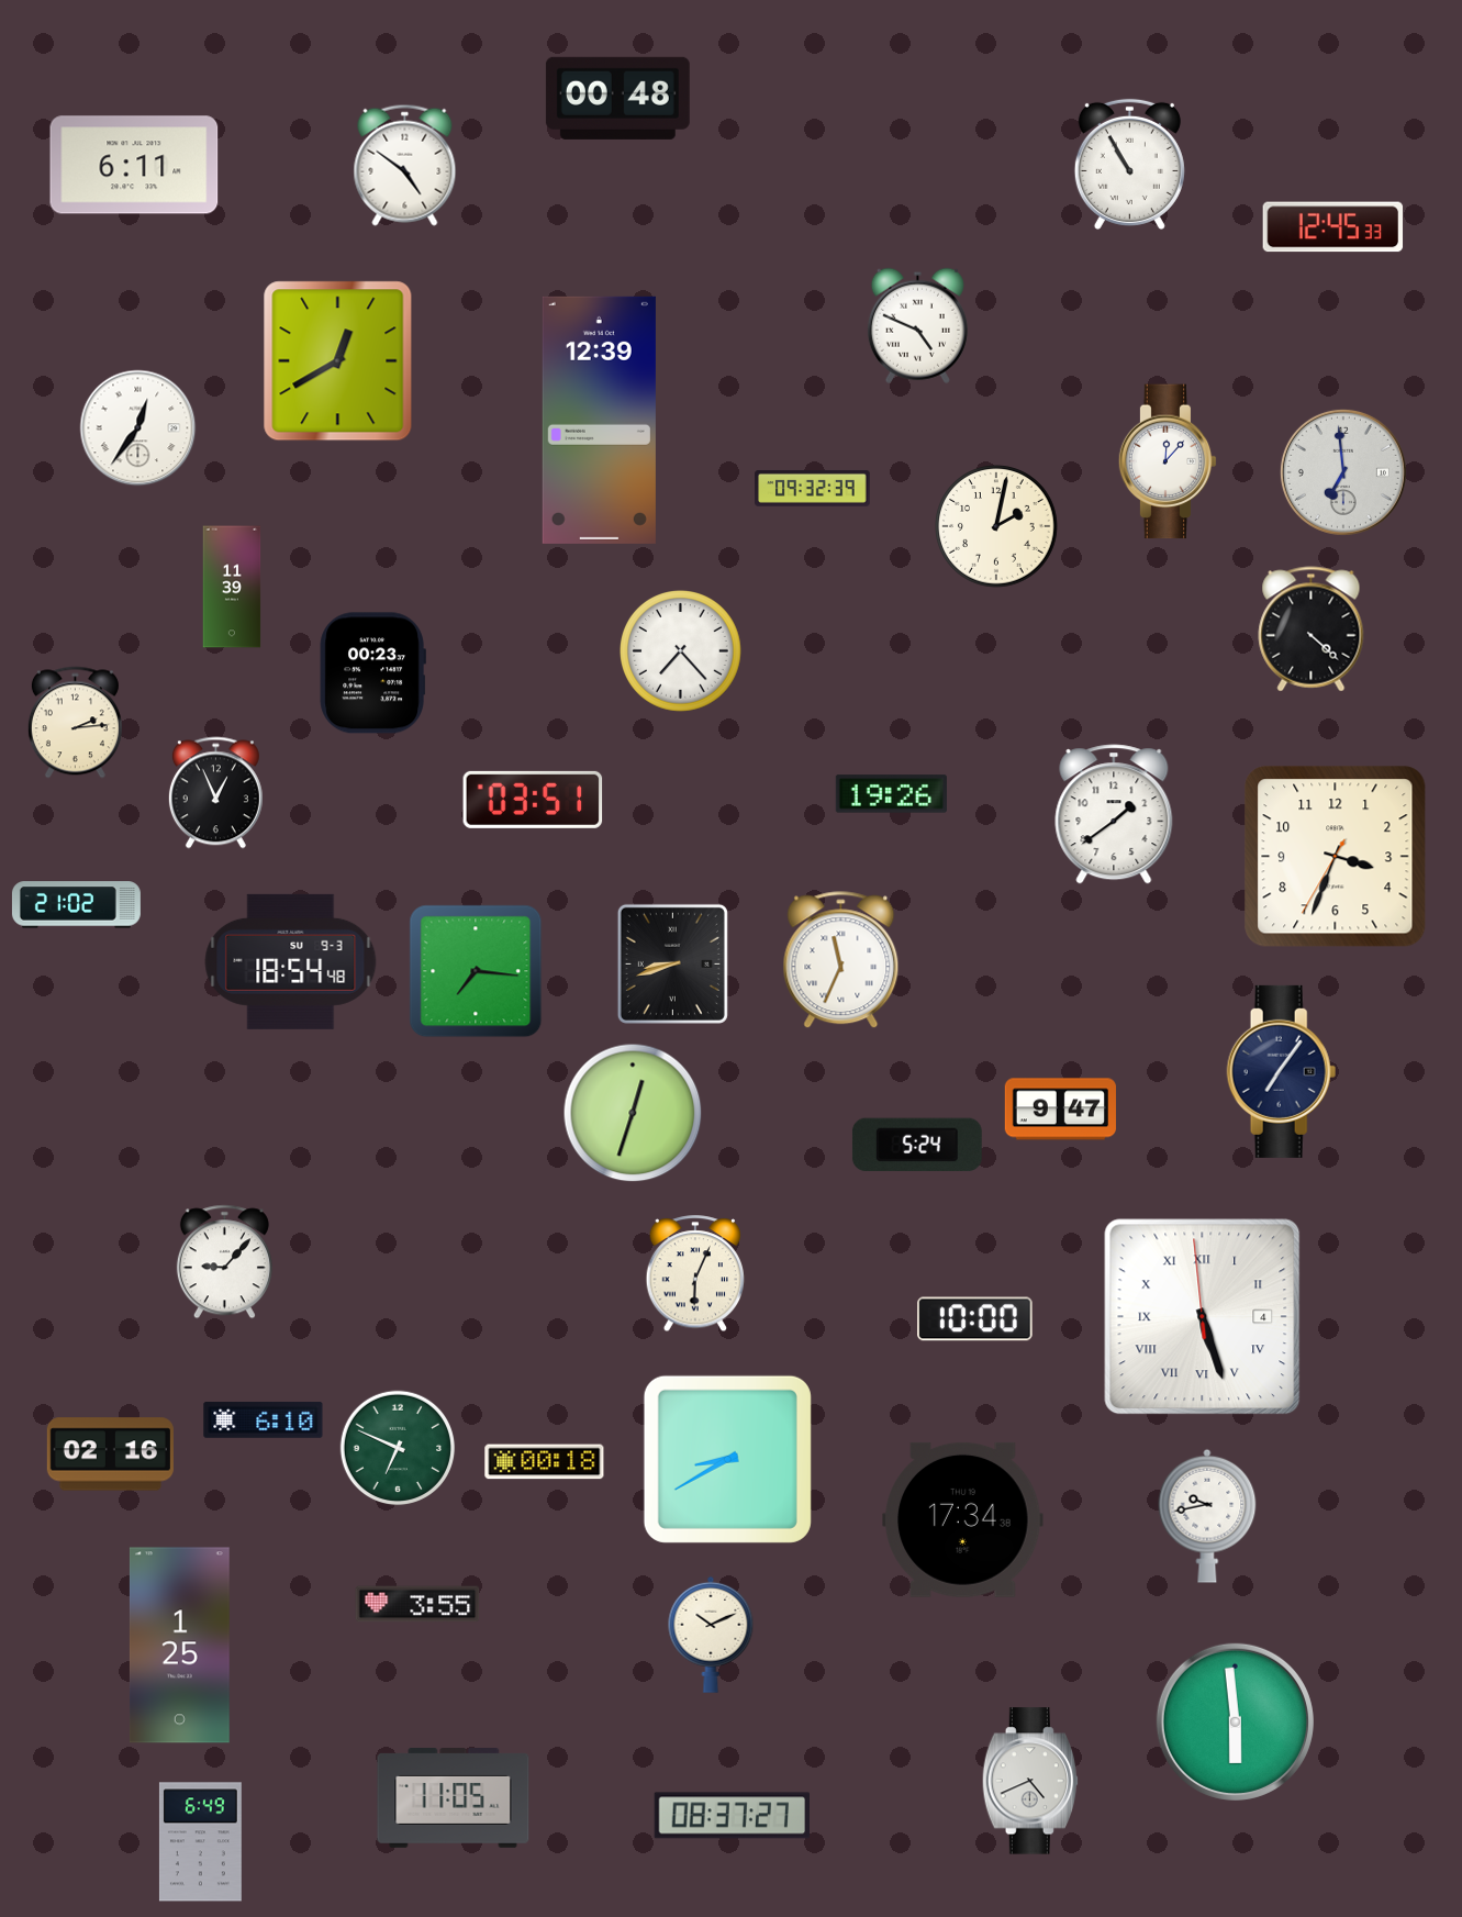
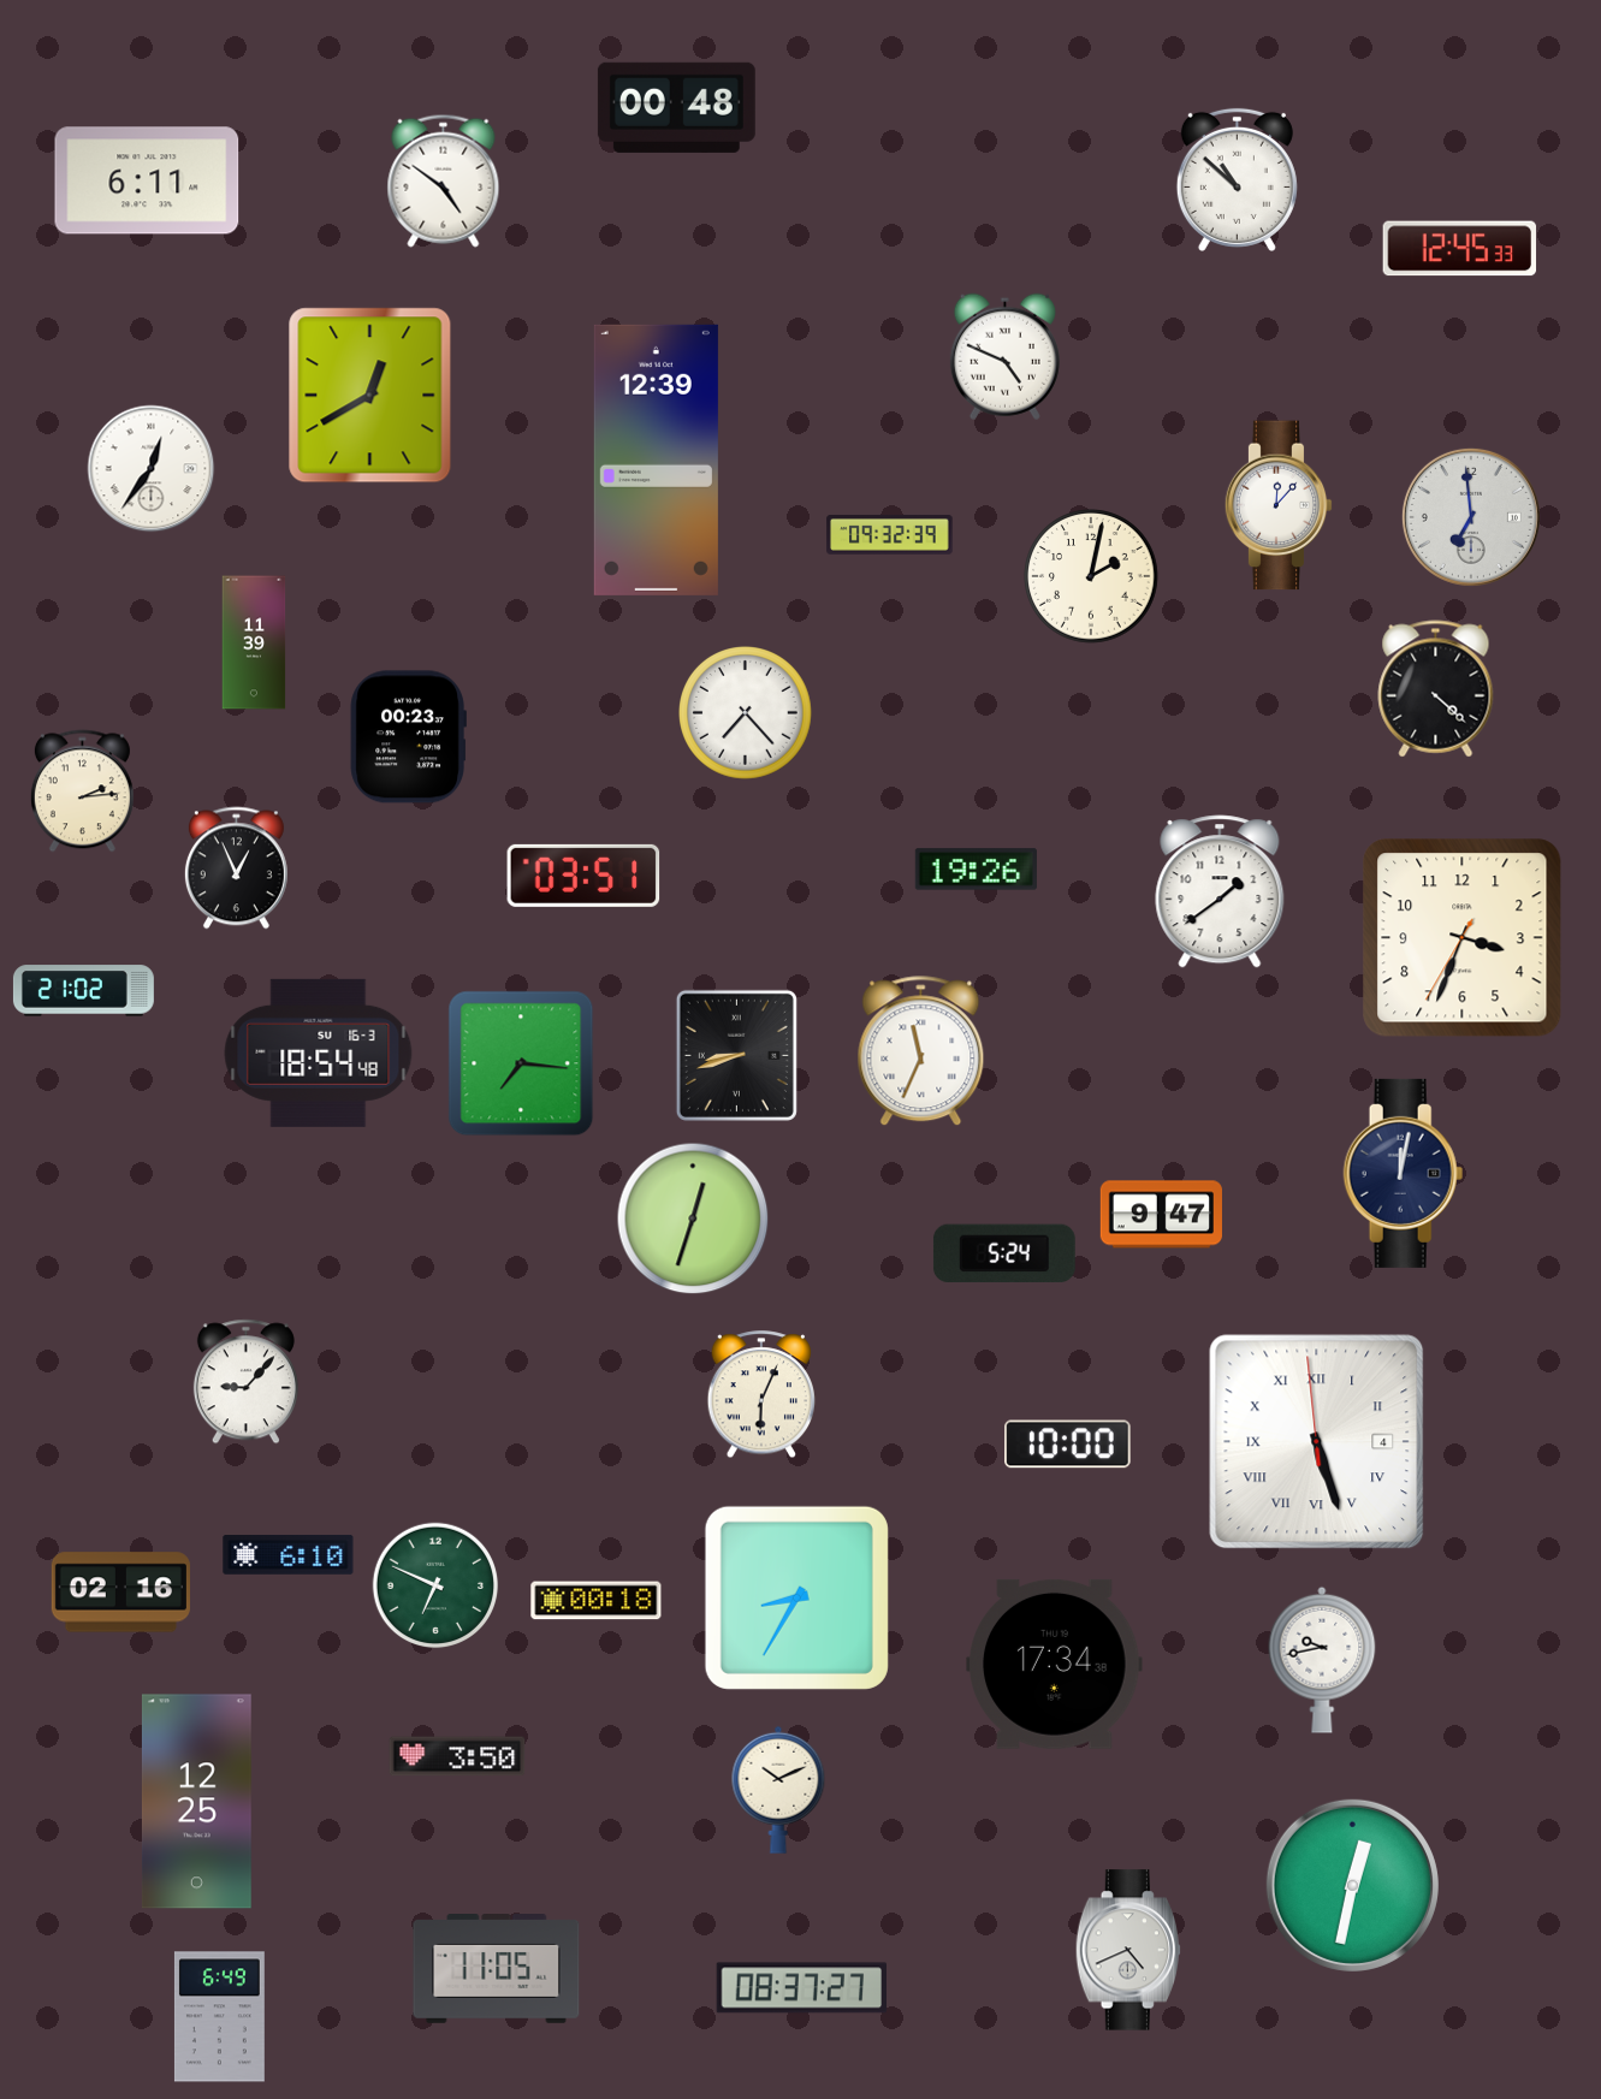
clock at (1129, 164): 10:55 -> 10:52
clock at (291, 961) date: SU 9-3 -> SU 16-3
clock at (1282, 1071): 7:06 -> 12:02
clock at (727, 1459): 8:40 -> 8:35
clock at (417, 1604): 3:55 -> 3:50
clock at (179, 1646): 1:25 -> 12:25
clock at (1235, 1721): 5:59 -> 12:32
